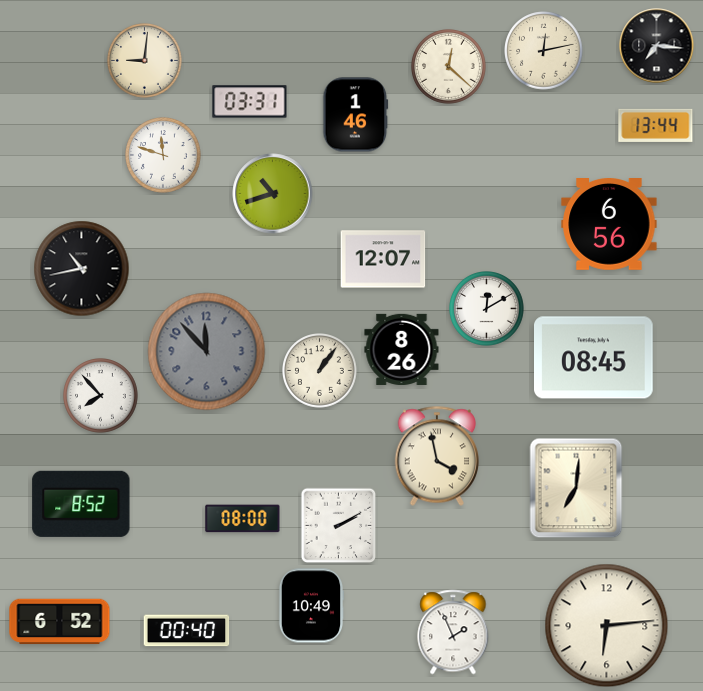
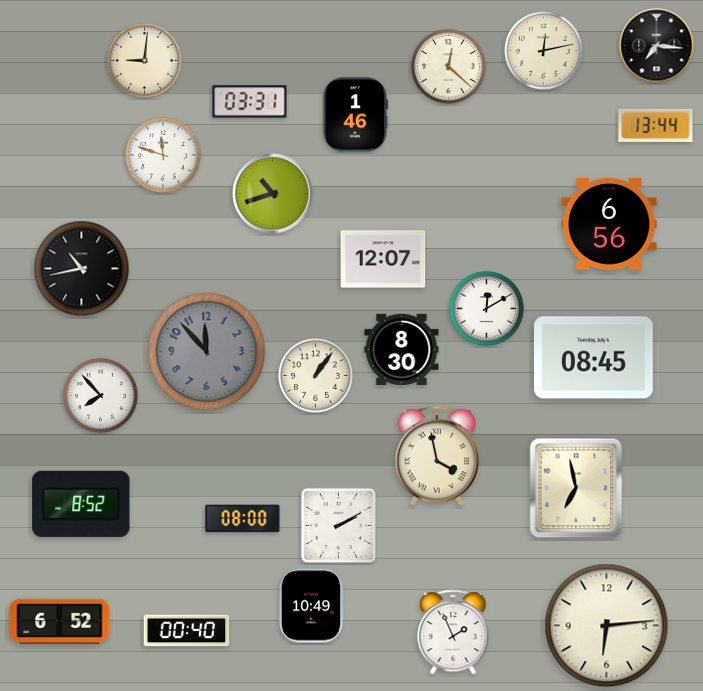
clock at (402, 349): 8:26 -> 8:30
clock at (320, 371) position: (320, 371) -> (316, 376)
clock at (576, 488): 7:01 -> 6:58
